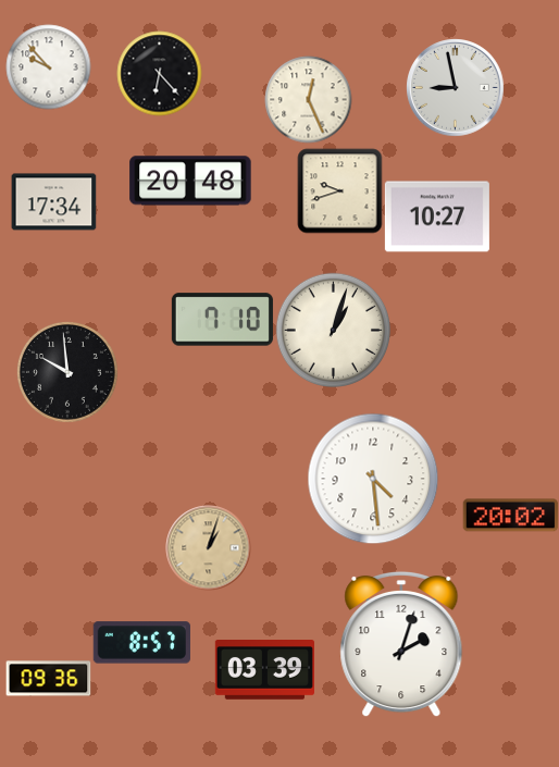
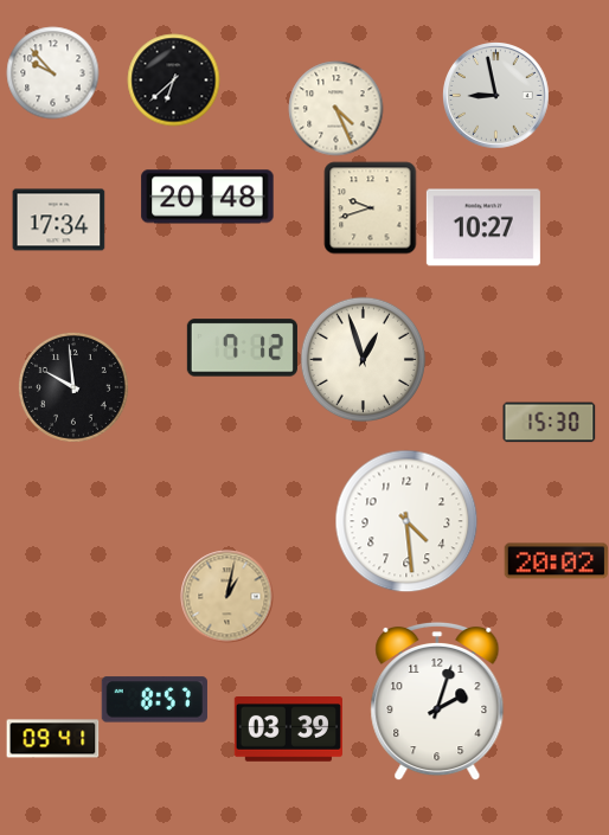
clock at (159, 73): 6:23 -> 6:38
clock at (308, 99): 12:26 -> 4:26
clock at (437, 217) position: (437, 217) -> (483, 227)
clock at (222, 320): 7:10 -> 7:12
clock at (333, 330): 1:03 -> 12:57
clock at (67, 372) position: (67, 372) -> (73, 387)
clock at (549, 423): none -> 15:30
clock at (208, 547): 1:03 -> 1:02
clock at (48, 679): 09:36 -> 09:41
